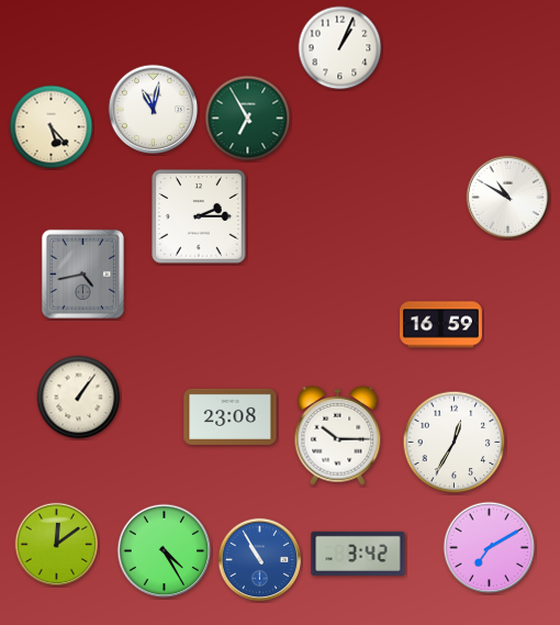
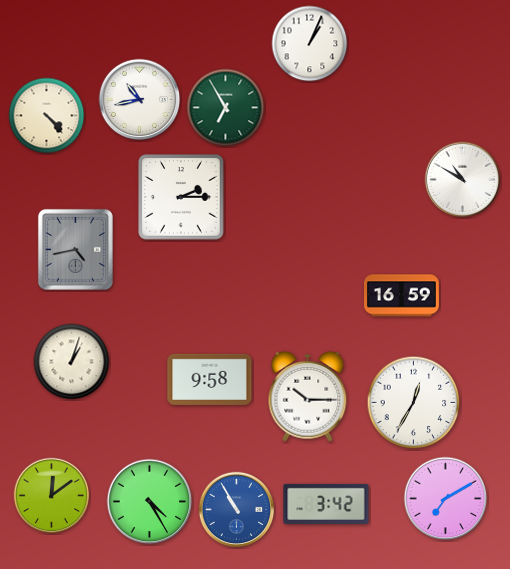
clock at (154, 110): 11:02 -> 10:43
clock at (52, 127): 5:23 -> 4:23
clock at (79, 398): 1:06 -> 1:03
clock at (231, 416): 23:08 -> 9:58
